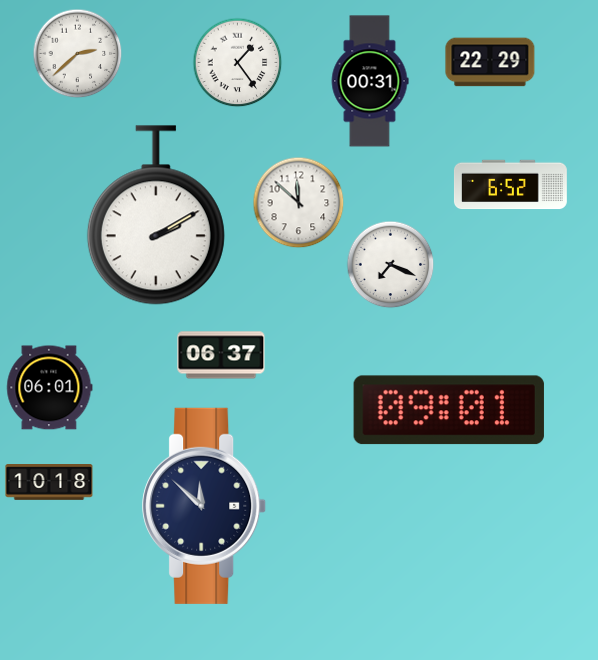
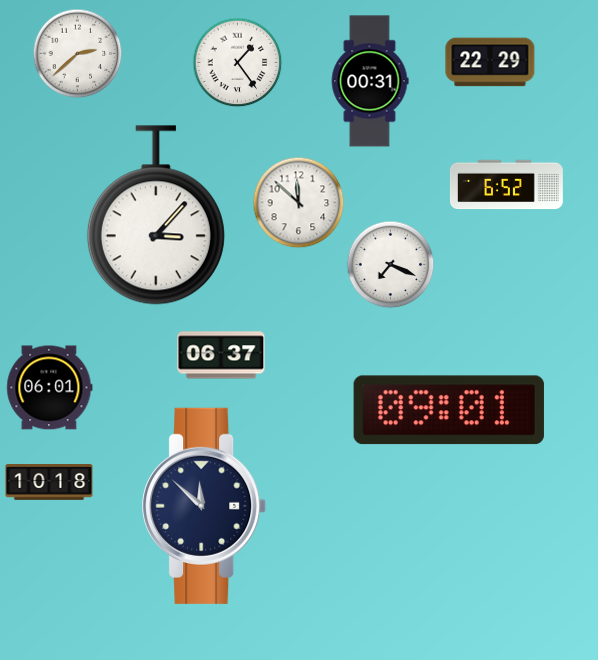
clock at (510, 185) position: (510, 185) -> (506, 185)
clock at (156, 215): 2:10 -> 3:07
